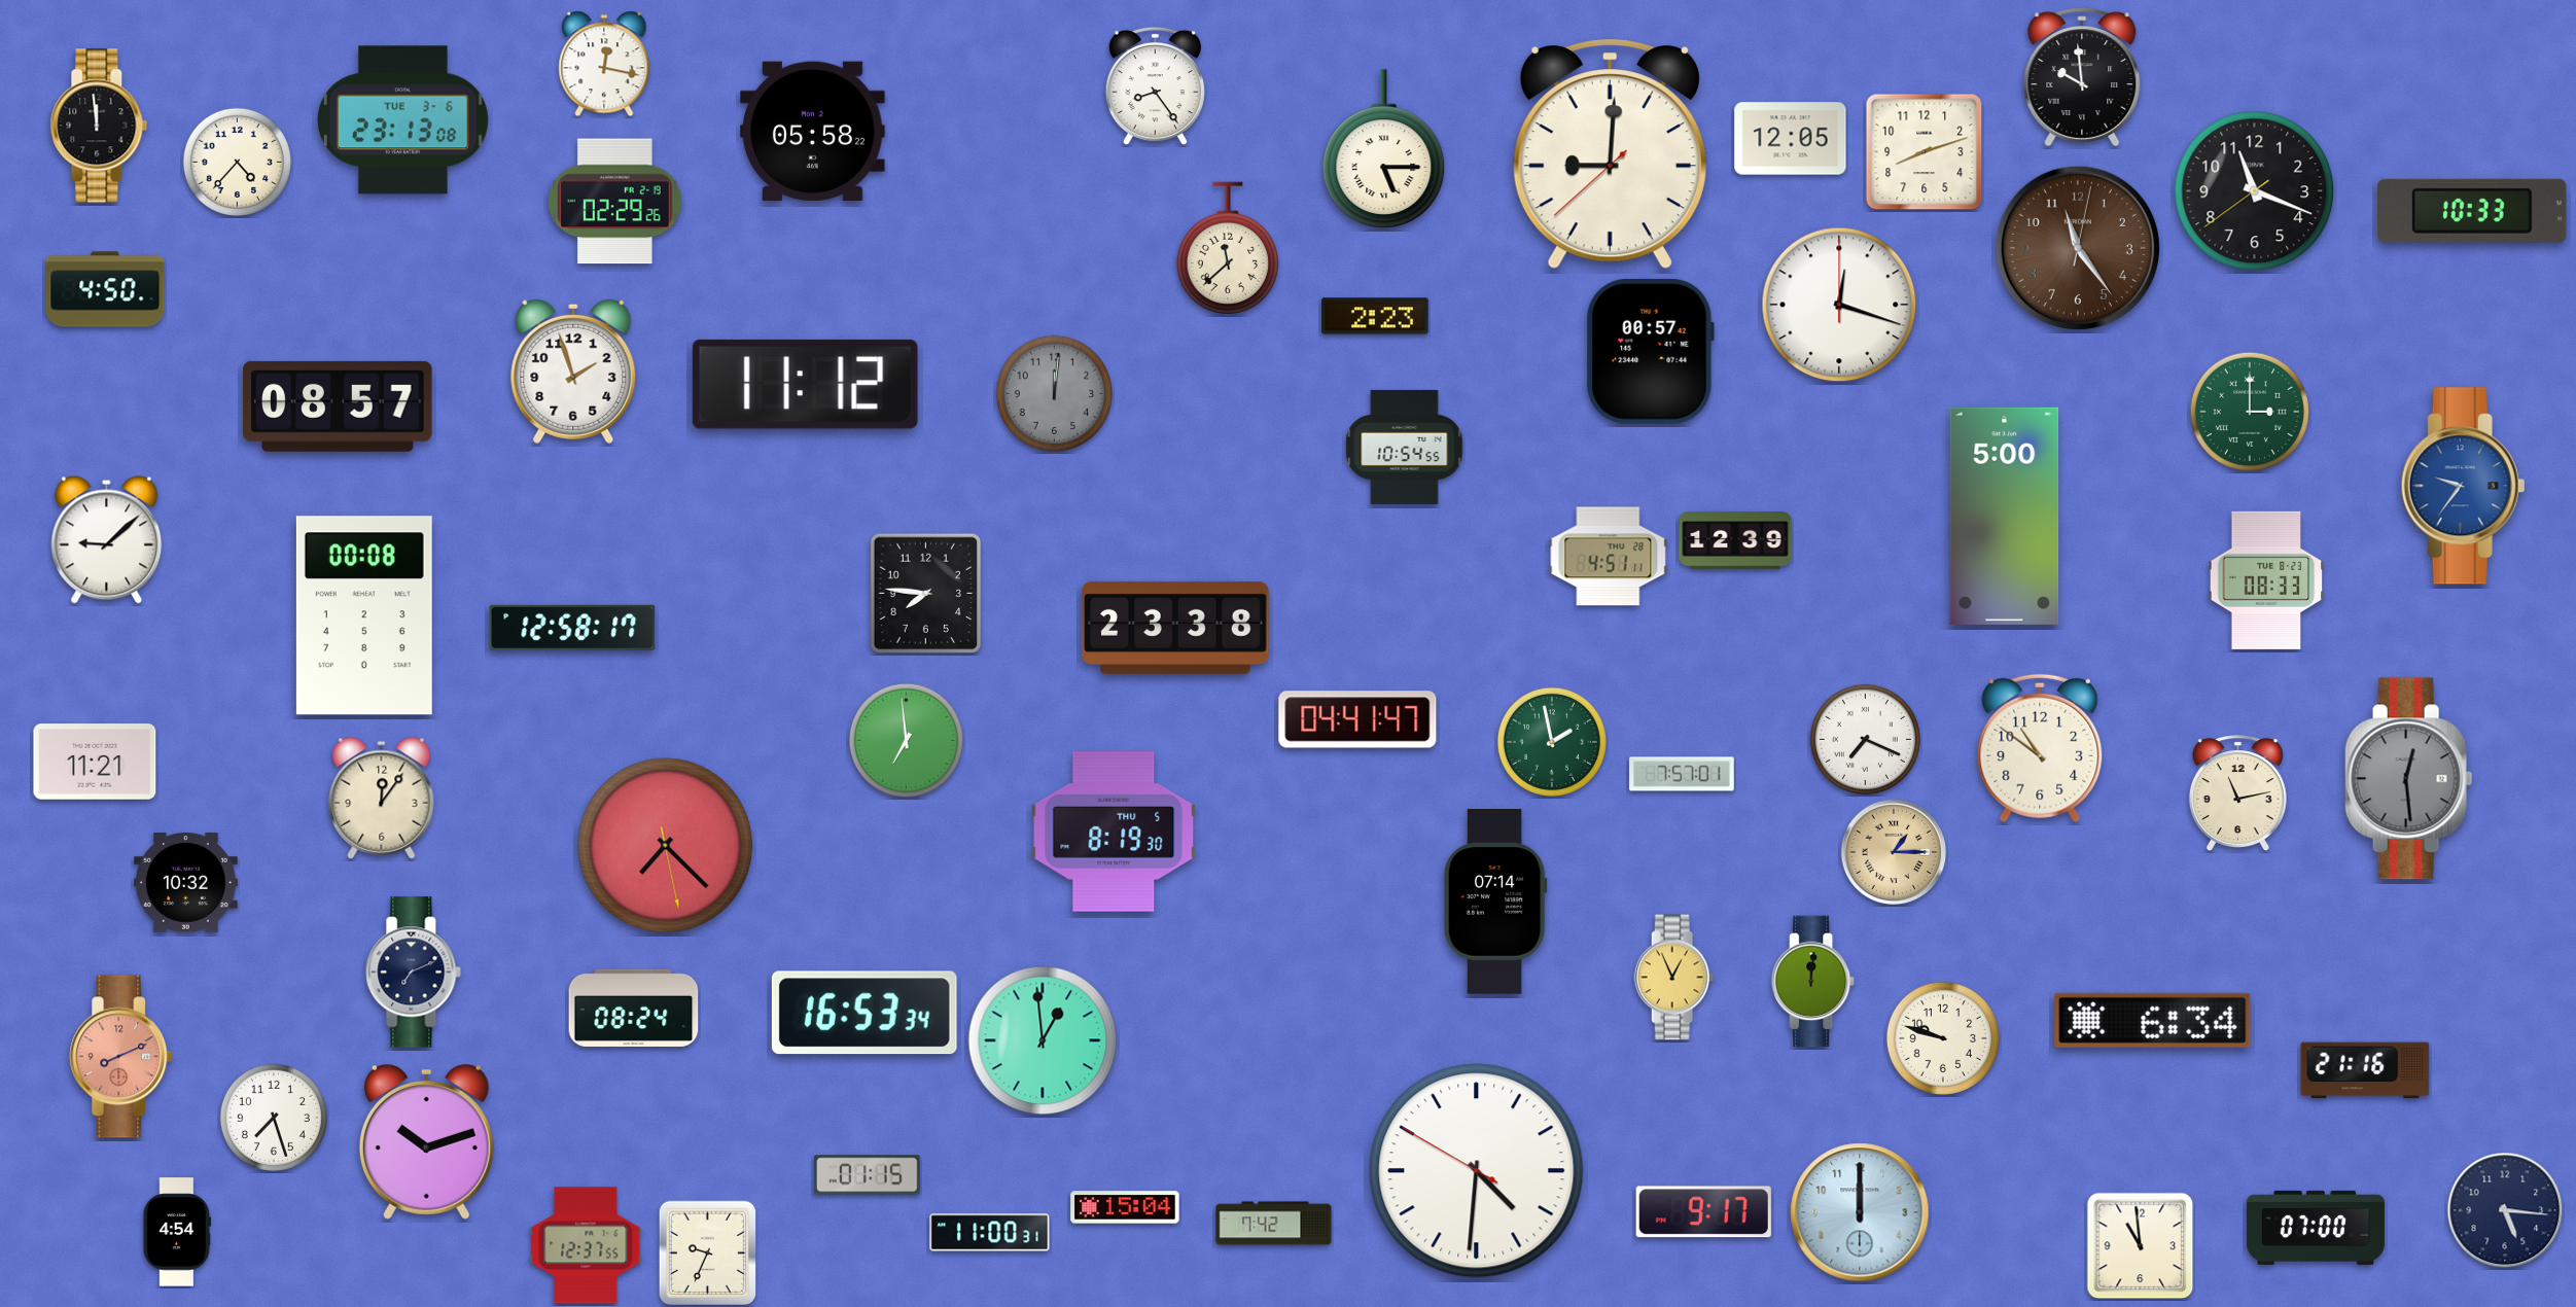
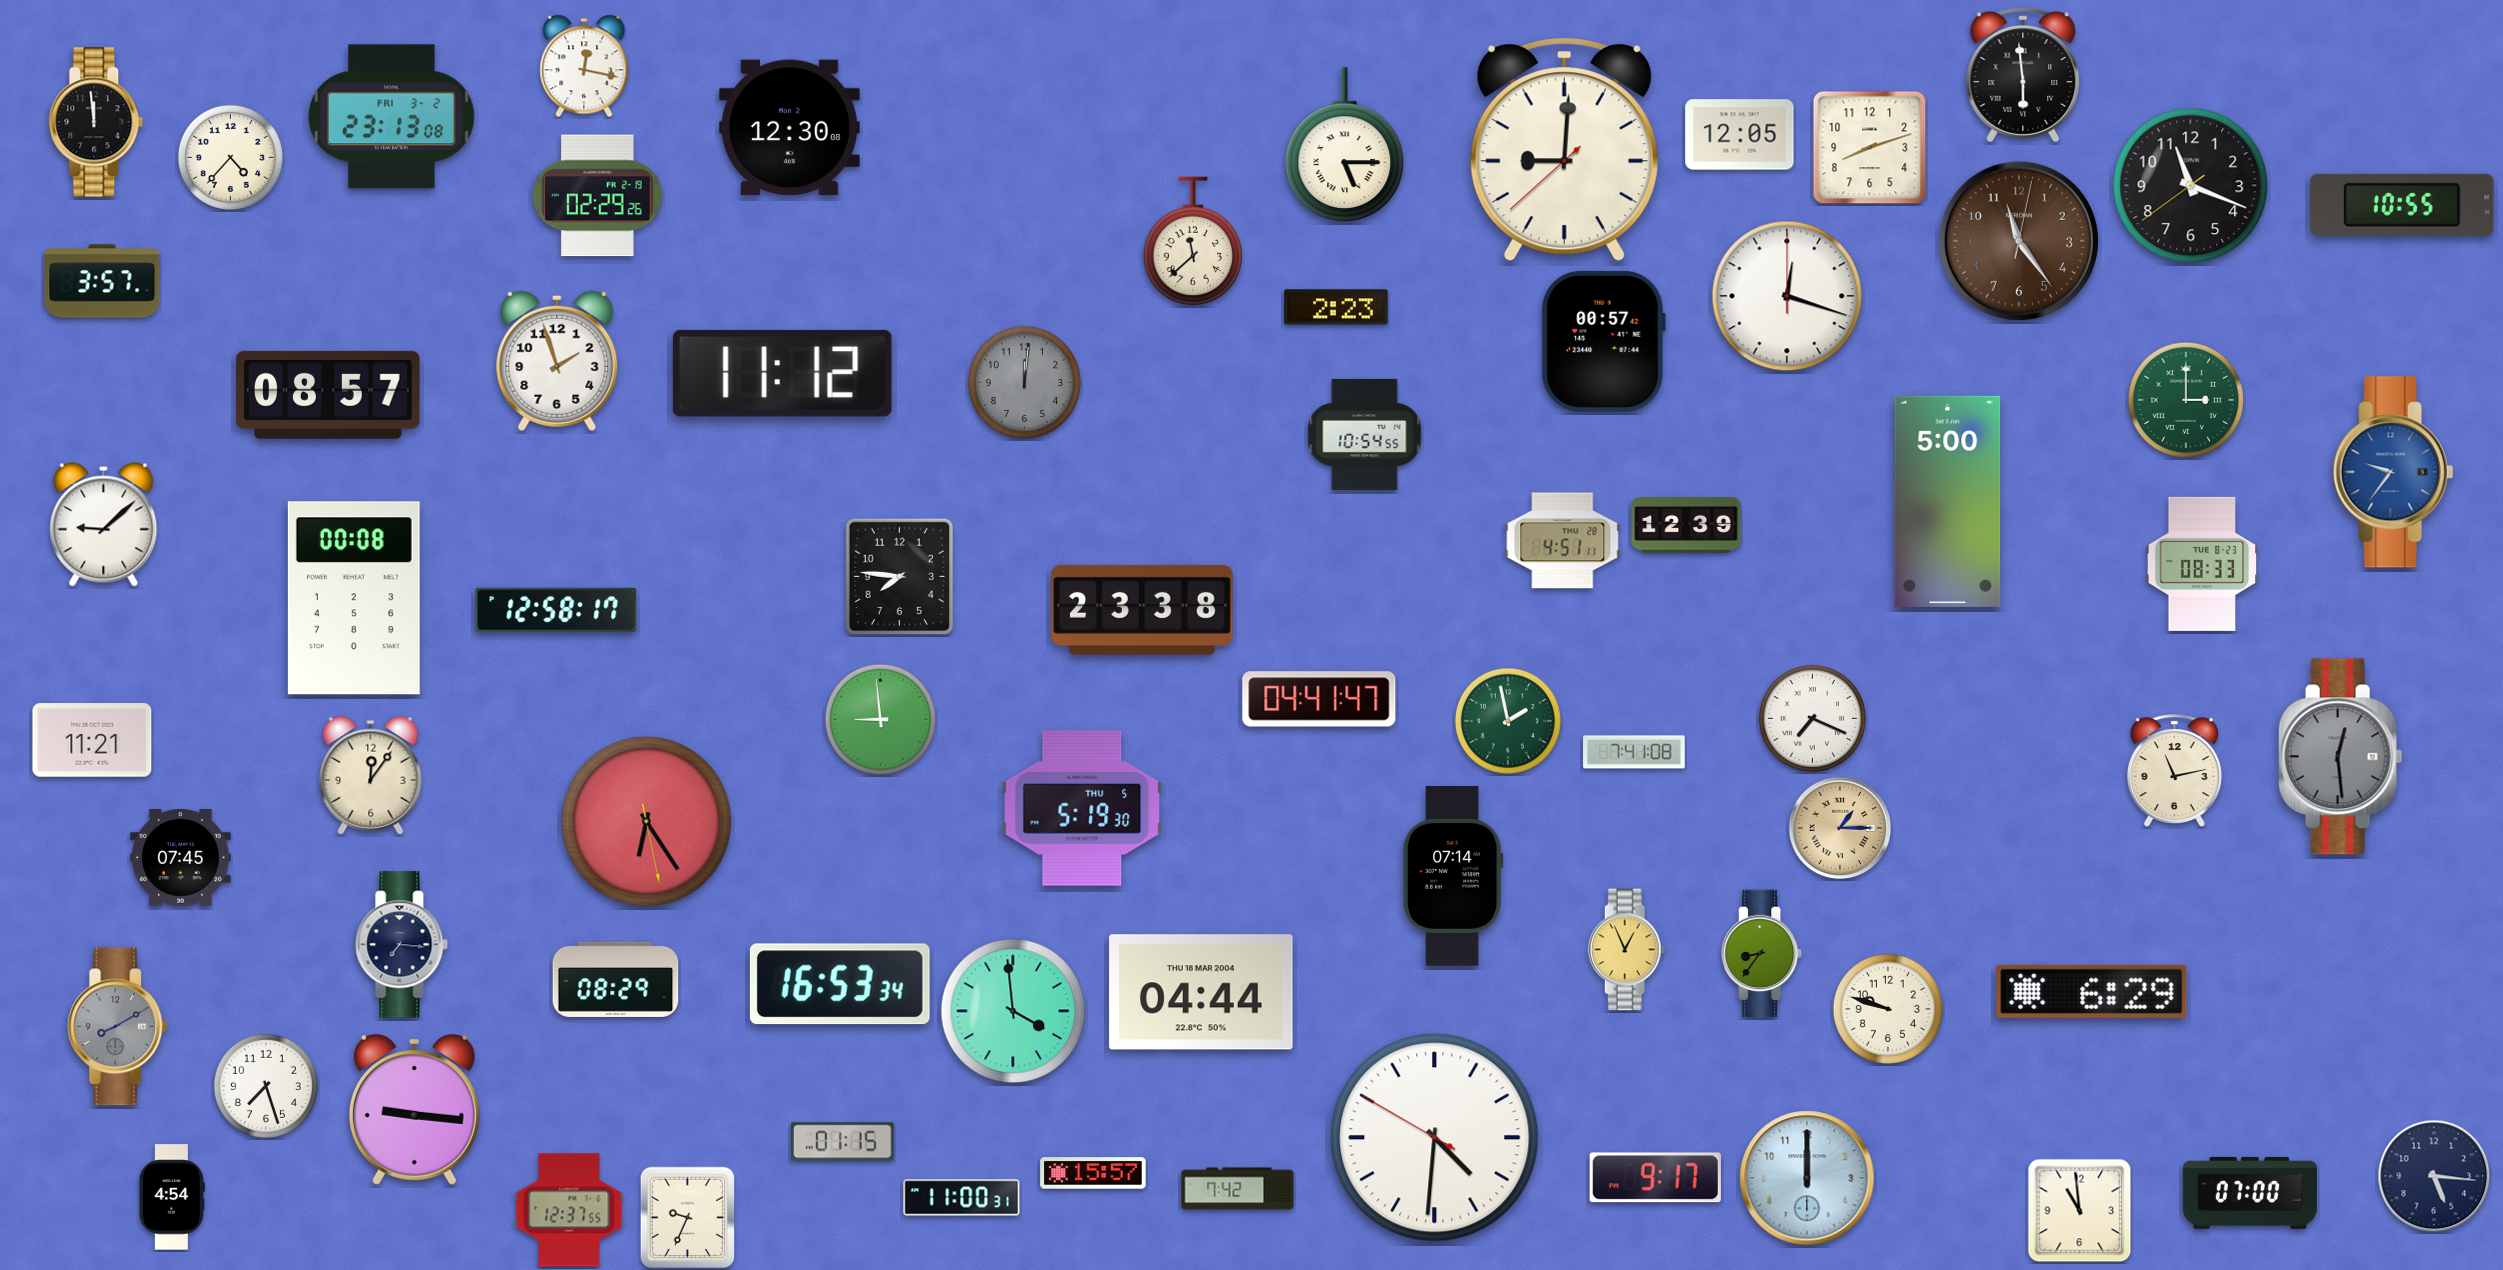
clock at (604, 64) position: (604, 64) -> (584, 66)
clock at (2082, 77): 9:59 -> 5:59
clock at (1155, 86): 8:24 -> none
clock at (402, 120) date: TUE 3-6 -> FRI 3-2
clock at (812, 131): 05:58 -> 12:30
clock at (2472, 211): 10:33 -> 10:55
clock at (105, 289): 4:50 -> 3:57
clock at (906, 740): 6:59 -> 8:59
clock at (2040, 748): 10:51 -> none
clock at (1682, 774): 7:57 -> 7:41
clock at (1114, 832): 8:19 -> 5:19
clock at (666, 846): 7:22 -> 6:24
clock at (186, 883): 10:32 -> 07:45
clock at (414, 973): 7:11 -> 7:16
clock at (1814, 982): 12:01 -> 8:36
clock at (634, 1008): 08:24 -> 08:29
clock at (2153, 1020): 6:34 -> 6:29
clock at (1201, 992): none -> 04:44
clock at (1043, 1040): 12:59 -> 3:59
clock at (121, 1057): 8:11 -> 8:10
clock at (121, 1057) dial: salmon -> grey
clock at (2365, 1070): 21:16 -> none
clock at (426, 1141): 10:12 -> 9:16
clock at (1125, 1207): 15:04 -> 15:57
